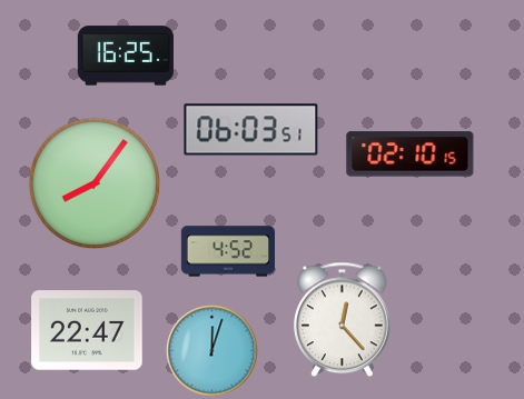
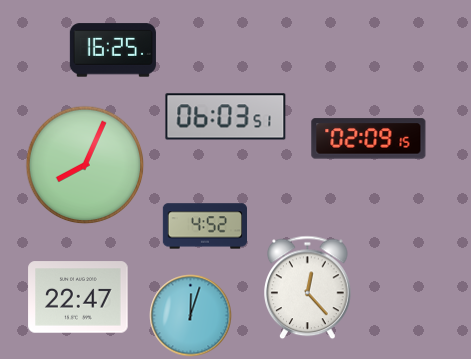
clock at (411, 154): 02:10 -> 02:09
clock at (95, 183): 8:06 -> 8:04
